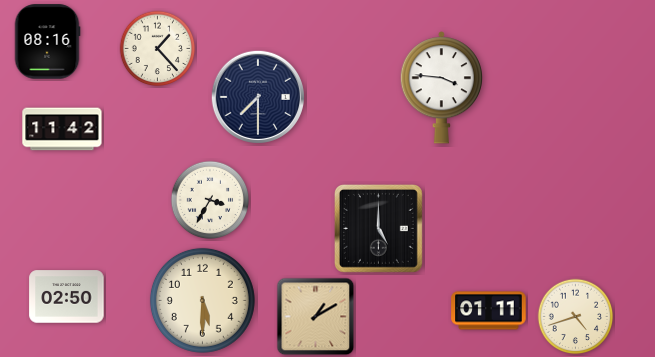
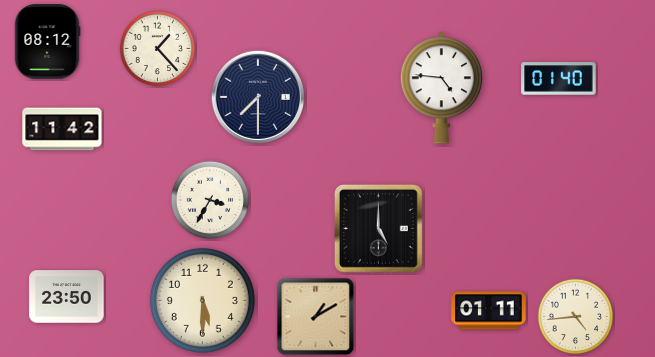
clock at (47, 42): 08:16 -> 08:12
clock at (559, 79): none -> 01:40
clock at (441, 88): 3:46 -> 4:46
clock at (67, 297): 02:50 -> 23:50
clock at (576, 317): 4:42 -> 4:44
